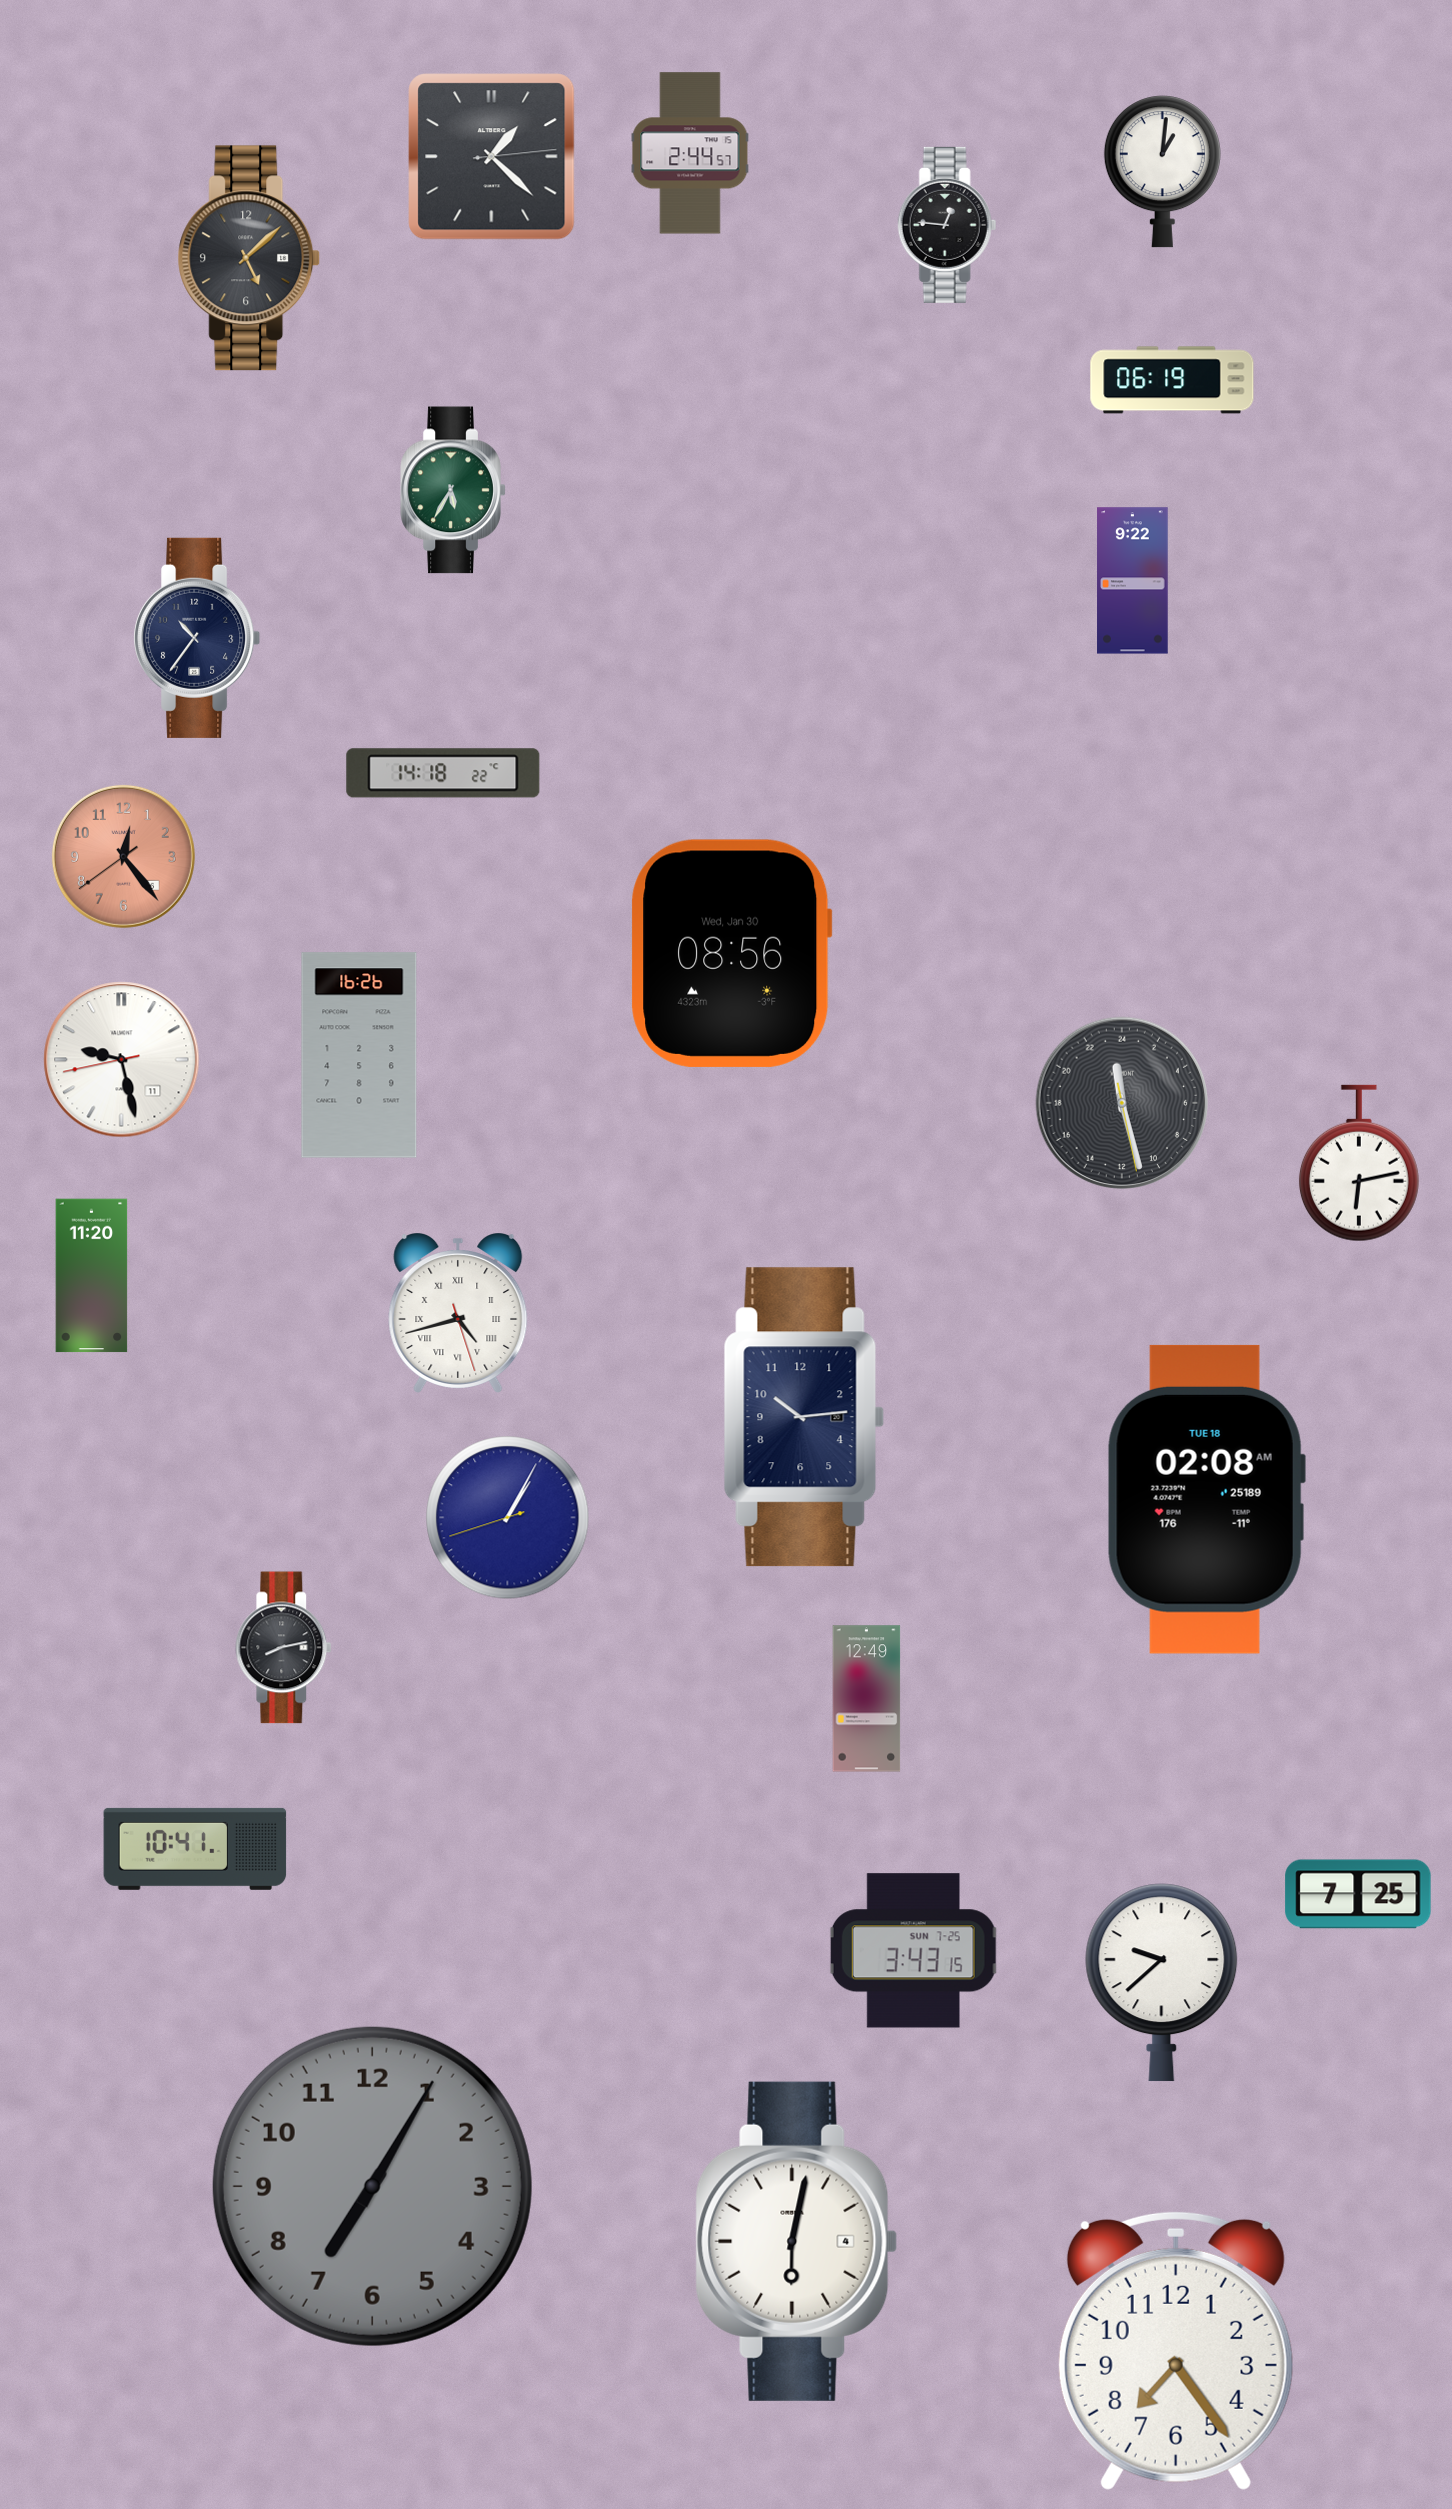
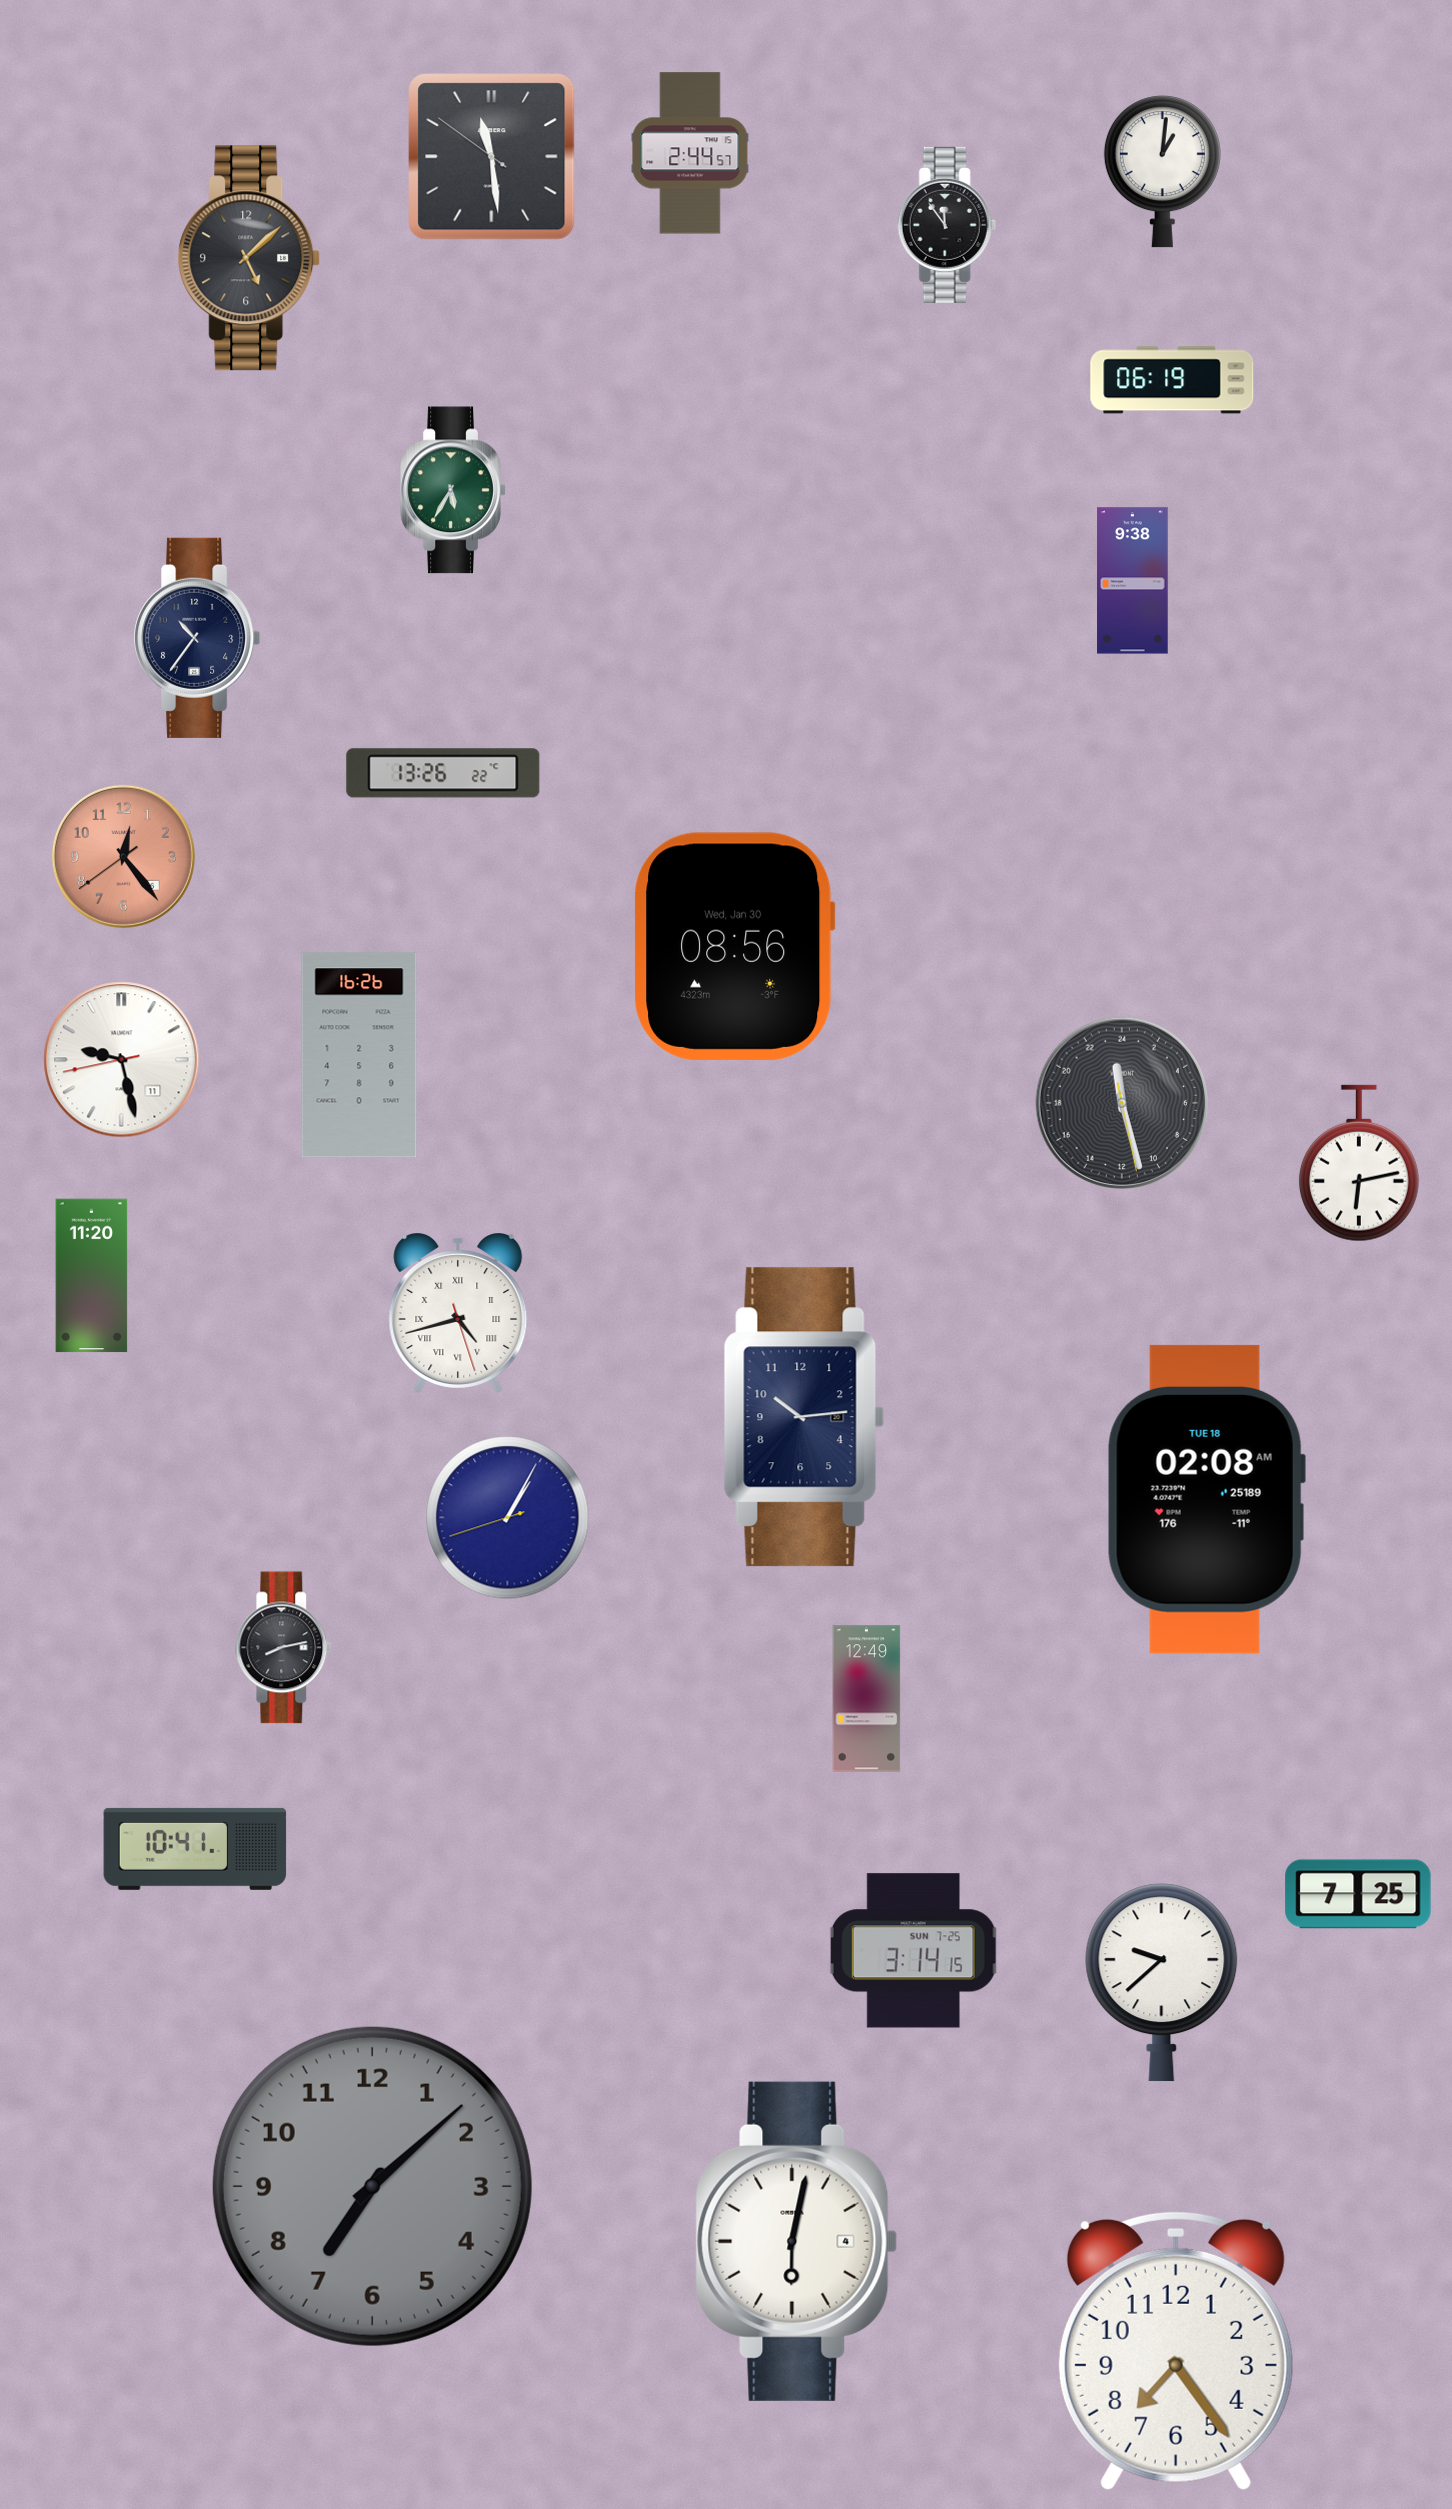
clock at (492, 157): 1:22 -> 11:28
clock at (947, 225): 12:46 -> 11:54
clock at (1133, 581): 9:22 -> 9:38
clock at (443, 773): 14:18 -> 13:26
clock at (732, 953) position: (732, 953) -> (735, 946)
clock at (913, 1951): 3:43 -> 3:14
clock at (372, 2186): 7:05 -> 7:08
